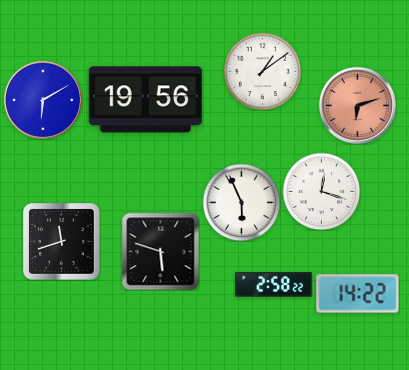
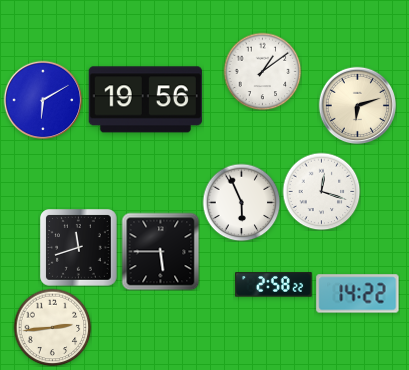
clock at (357, 105) dial: salmon -> cream
clock at (62, 242) position: (62, 242) -> (79, 248)
clock at (160, 251): 5:48 -> 5:45
clock at (52, 327): none -> 2:44
